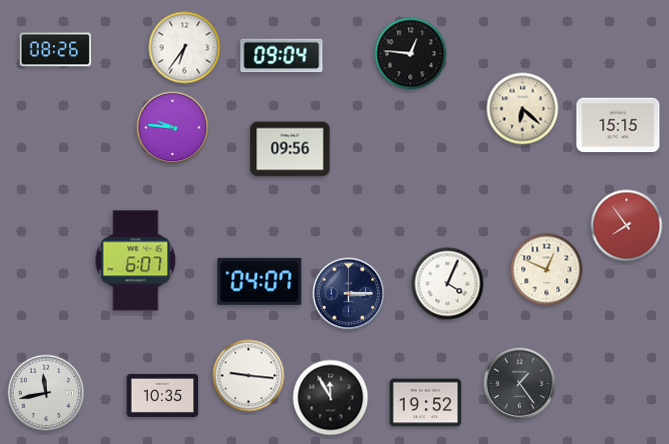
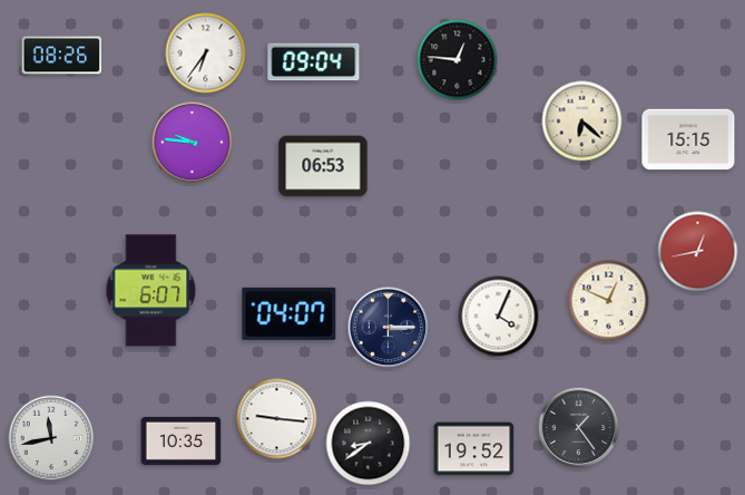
clock at (290, 149): 09:56 -> 06:53
clock at (627, 226): 7:54 -> 12:43
clock at (331, 398): 11:55 -> 8:39
